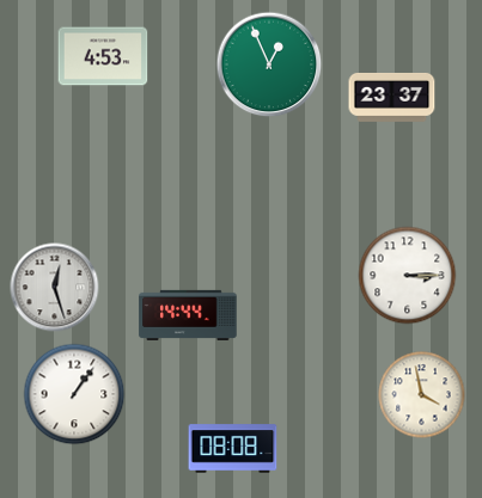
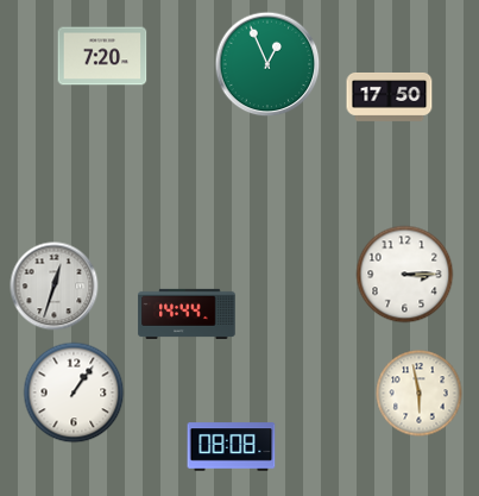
clock at (103, 56): 4:53 -> 7:20
clock at (392, 97): 23:37 -> 17:50
clock at (55, 288): 12:27 -> 12:33
clock at (422, 395): 3:58 -> 5:58
